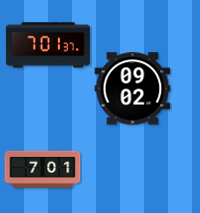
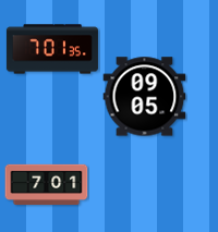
clock at (48, 45): 7:01:37 -> 7:01:35
clock at (133, 89): 09:02 -> 09:05
